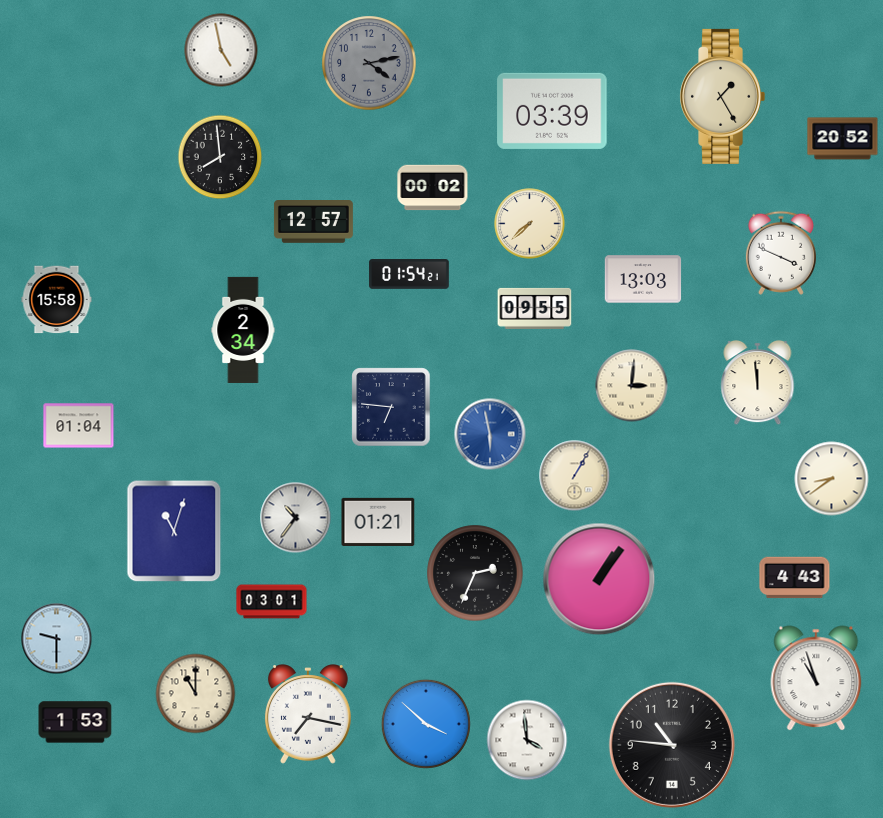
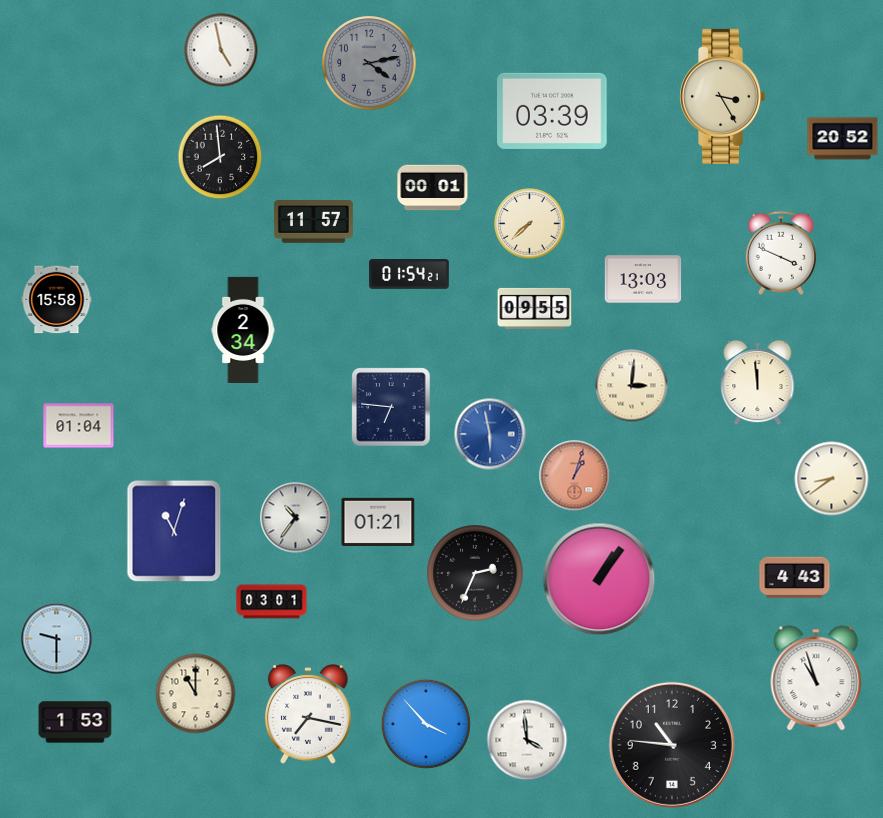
clock at (723, 96): 1:25 -> 3:25
clock at (433, 188): 00:02 -> 00:01
clock at (313, 222): 12:57 -> 11:57
clock at (575, 476): 1:05 -> 1:03
clock at (575, 476) dial: cream -> salmon
clock at (426, 724): 3:52 -> 3:53
